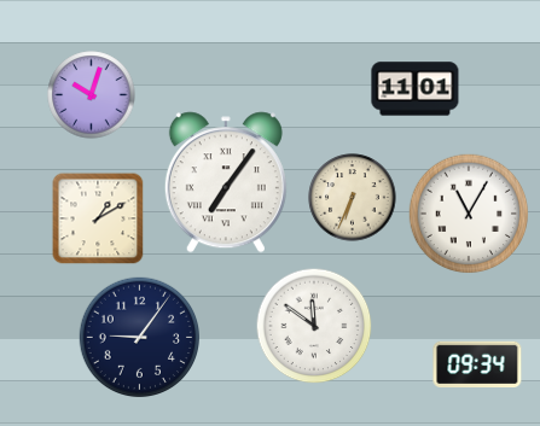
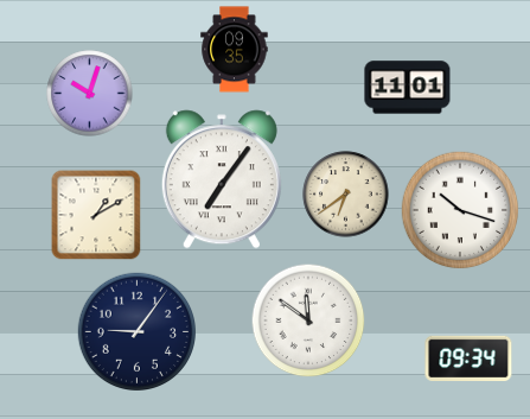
clock at (235, 50): none -> 09:35
clock at (353, 198): 6:34 -> 6:39
clock at (469, 214): 11:05 -> 10:18
